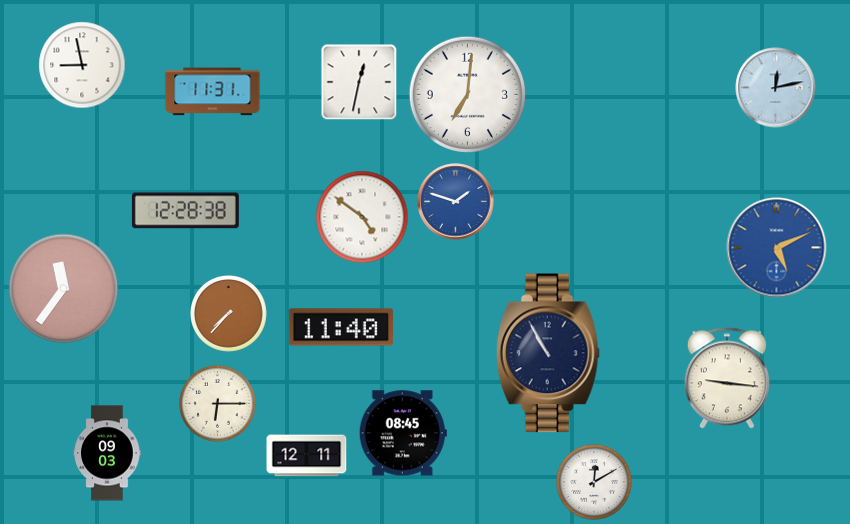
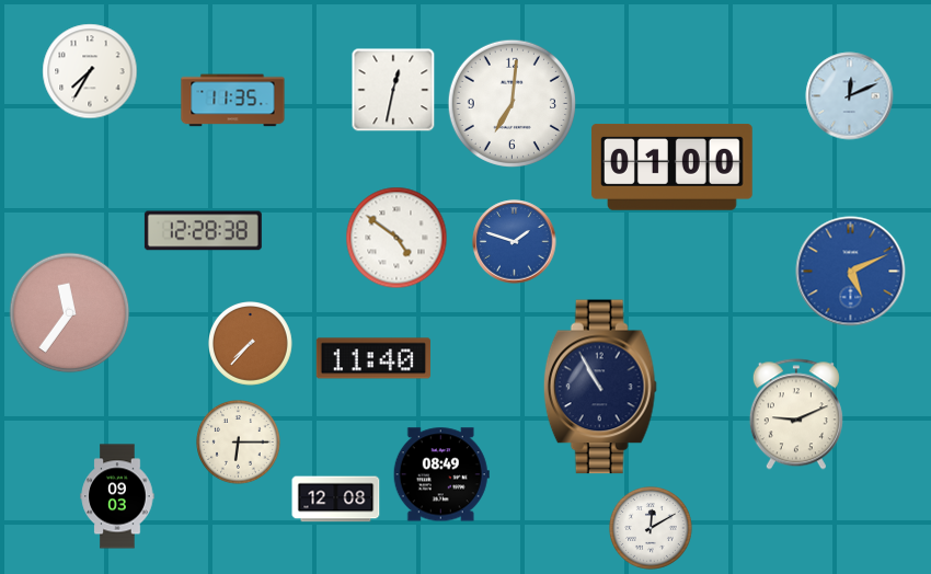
clock at (82, 65): 8:58 -> 7:35
clock at (776, 88): 12:13 -> 12:11
clock at (213, 92): 11:31 -> 11:35
clock at (673, 168): none -> 01:00
clock at (456, 202) position: (456, 202) -> (515, 242)
clock at (64, 289) position: (64, 289) -> (70, 313)
clock at (727, 378): 9:16 -> 9:11
clock at (403, 433): 08:45 -> 08:49
clock at (307, 456): 12:11 -> 12:08
